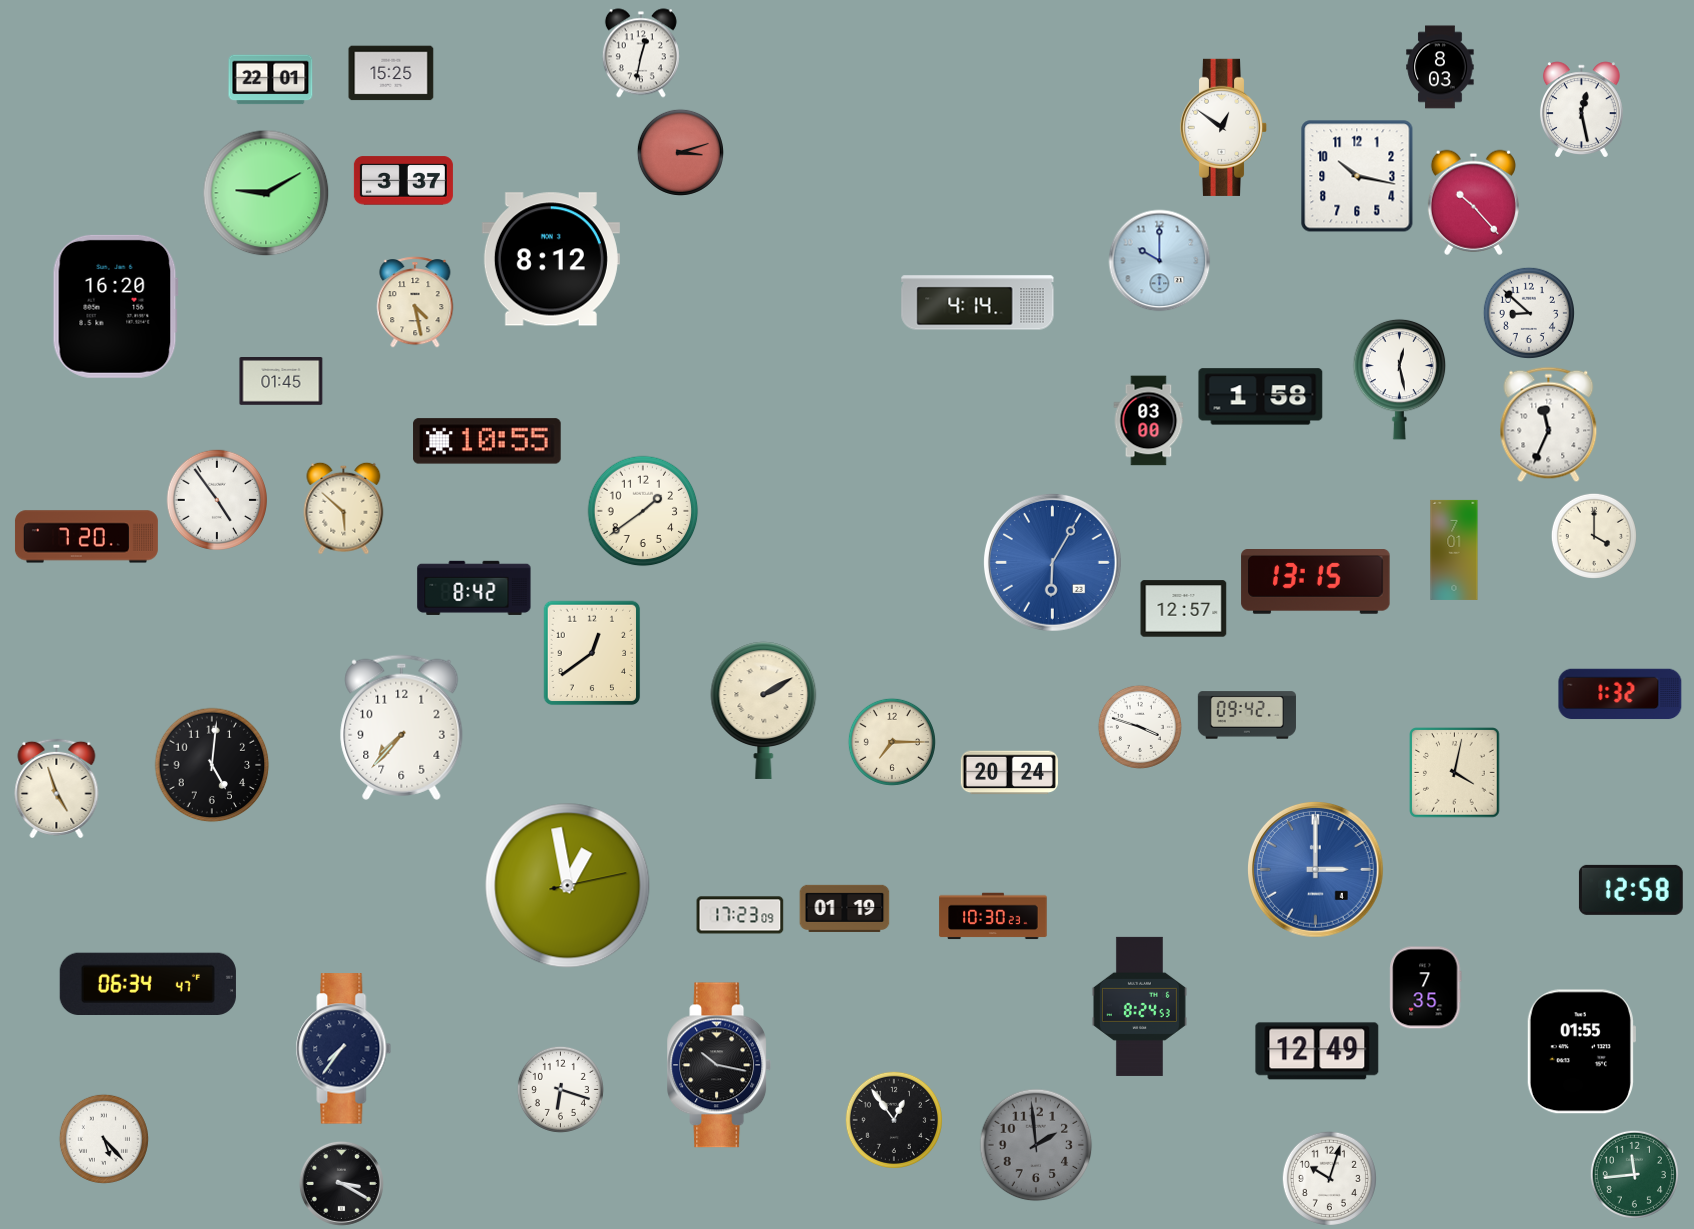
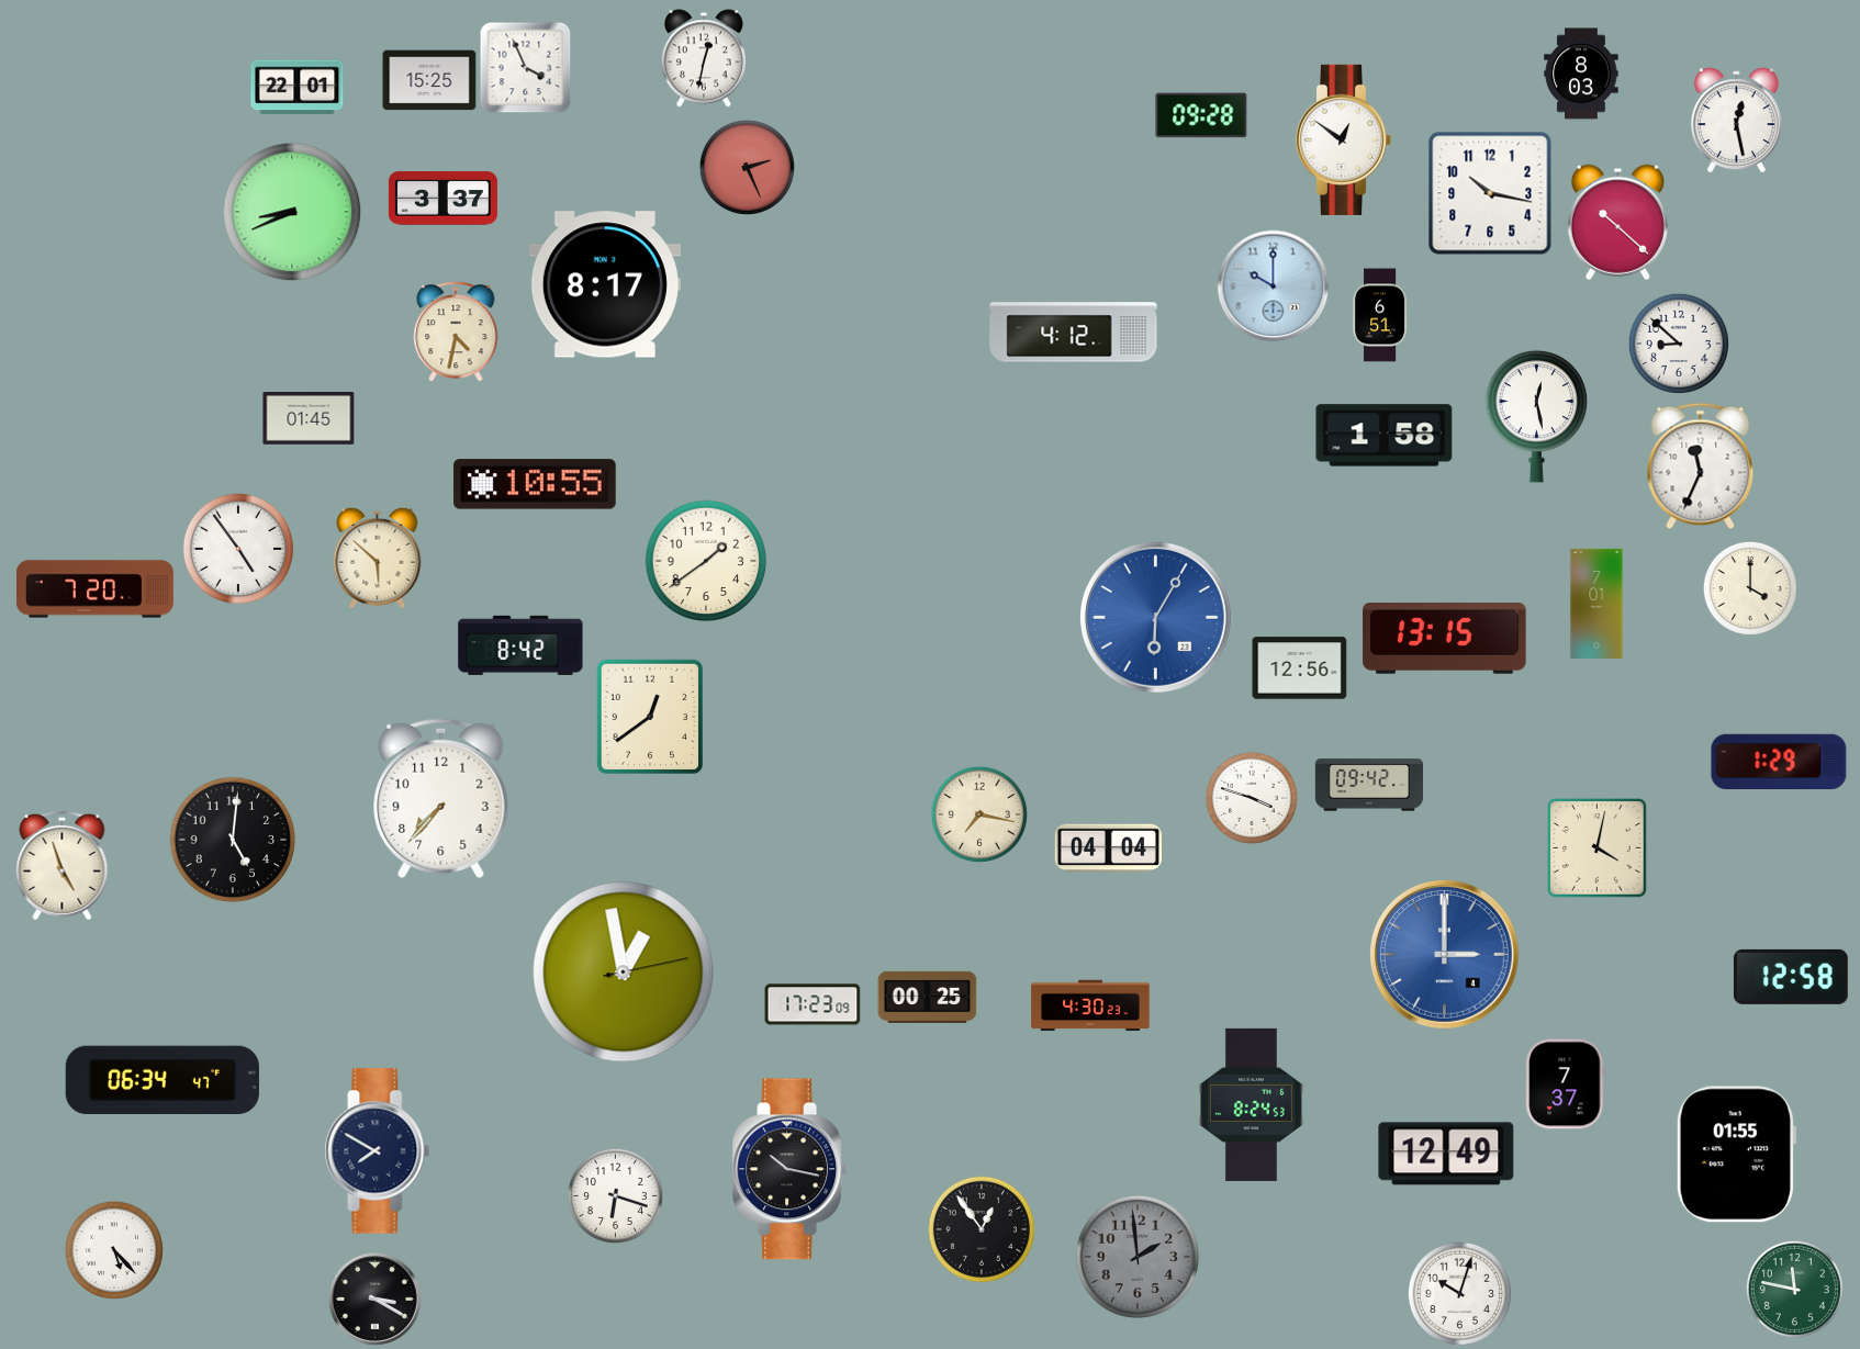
clock at (525, 67): none -> 3:56
clock at (1201, 115): none -> 09:28
clock at (680, 152): 3:12 -> 2:26
clock at (266, 193): 9:10 -> 8:41
clock at (1473, 202): 10:23 -> 10:22
clock at (551, 259): 8:12 -> 8:17
clock at (1380, 315): none -> 6:51
clock at (415, 302): 4:28 -> 4:32
clock at (978, 303): 4:14 -> 4:12
clock at (115, 306): 16:20 -> none
clock at (1149, 421): 03:00 -> none
clock at (1184, 609): 12:57 -> 12:56
clock at (1620, 694): 1:32 -> 1:29
clock at (764, 710): 2:10 -> none
clock at (892, 742): 7:15 -> 7:17
clock at (1009, 773): 20:24 -> 04:04
clock at (845, 908): 01:19 -> 00:25
clock at (993, 916): 10:30 -> 4:30
clock at (1426, 988): 7:35 -> 7:37
clock at (344, 1049): 7:36 -> 7:50
clock at (1634, 1174): 11:44 -> 11:47
